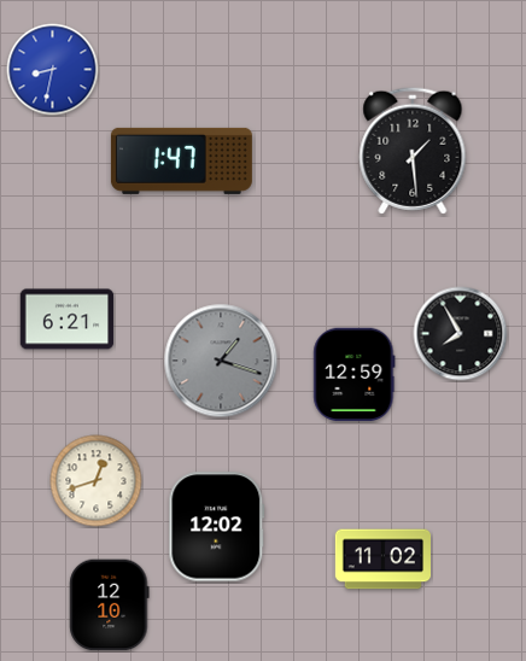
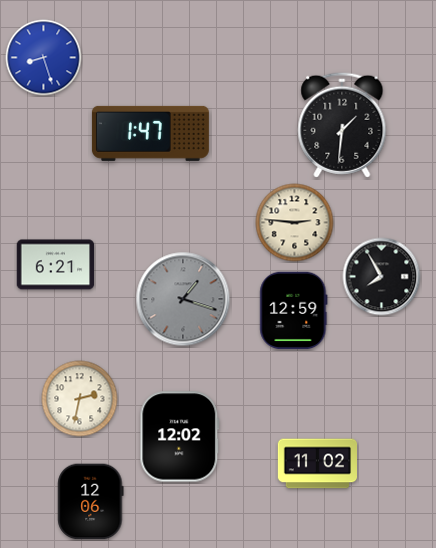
clock at (53, 70): 8:32 -> 8:27
clock at (413, 151): 1:29 -> 1:31
clock at (295, 223): none -> 2:46
clock at (97, 481): 12:42 -> 2:32
clock at (110, 606): 12:10 -> 12:06
